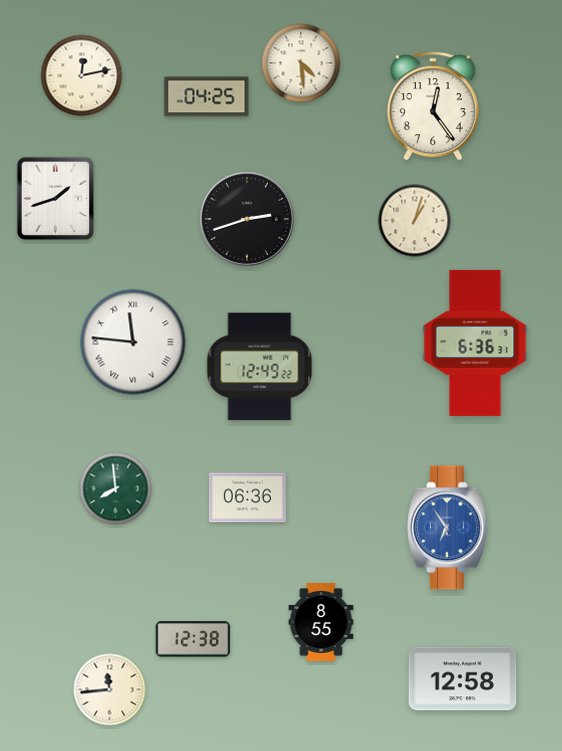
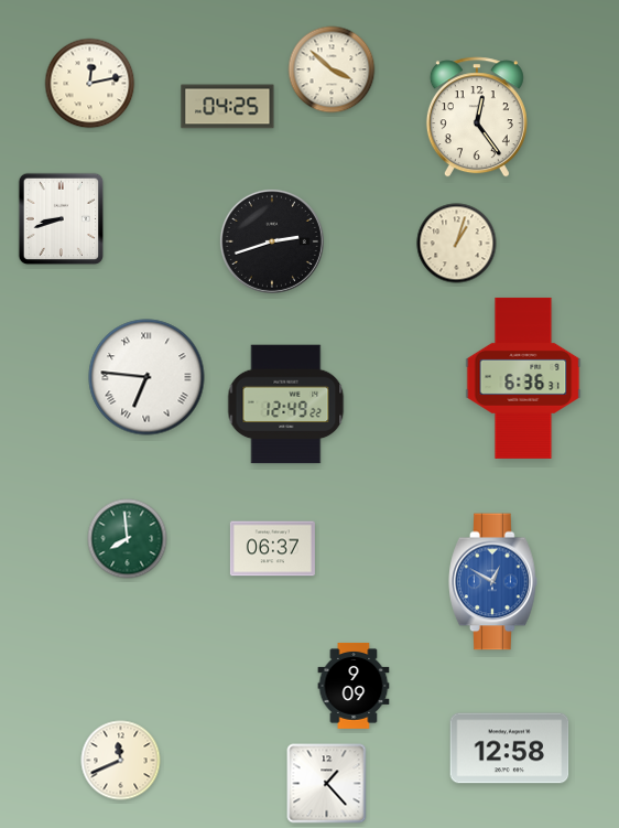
clock at (301, 63): 4:29 -> 3:52
clock at (56, 199): 1:42 -> 8:42
clock at (133, 342): 11:46 -> 6:46
clock at (247, 498): 06:36 -> 06:37
clock at (448, 528): 6:54 -> 12:50
clock at (321, 622): 8:55 -> 9:09
clock at (193, 639): 12:38 -> none
clock at (110, 690): 11:44 -> 11:41
clock at (327, 784): none -> 1:23
